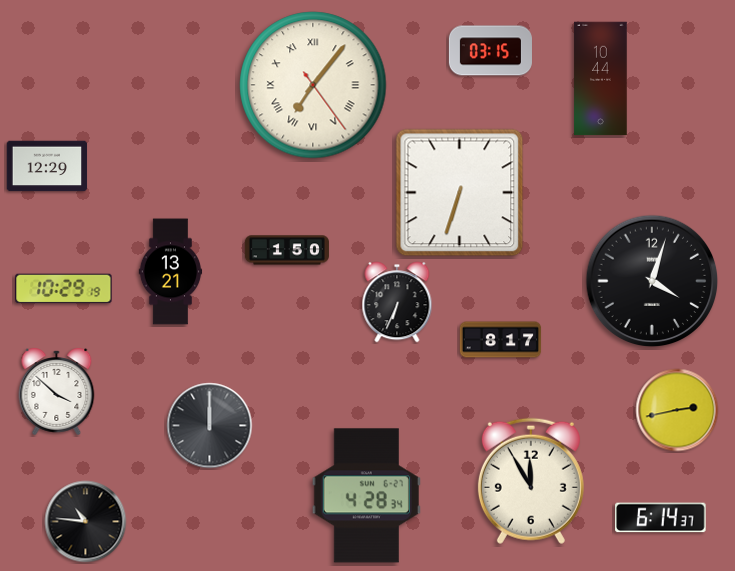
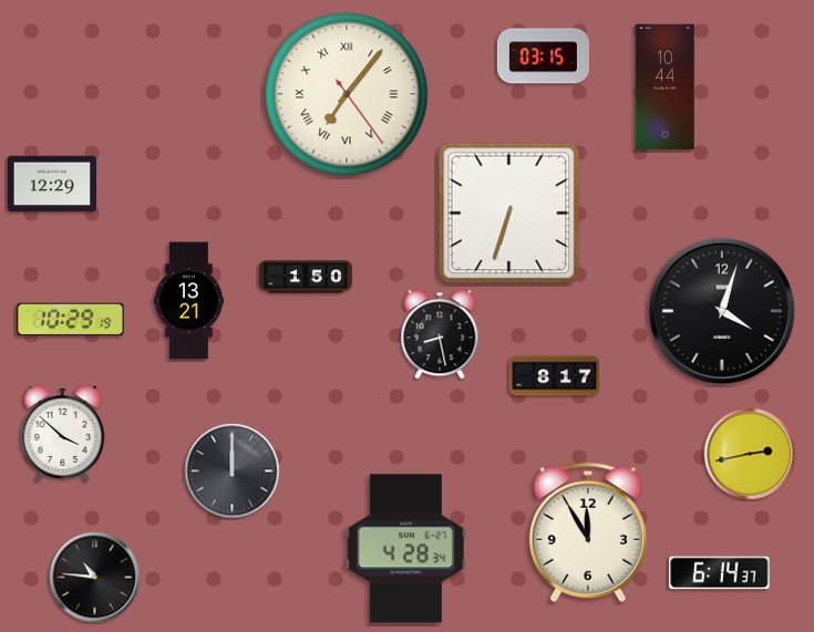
clock at (287, 250) position: (287, 250) -> (306, 277)
clock at (397, 302): 6:34 -> 8:28
clock at (661, 518) position: (661, 518) -> (720, 573)
